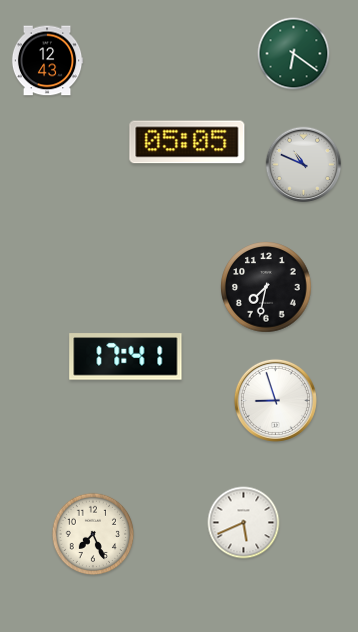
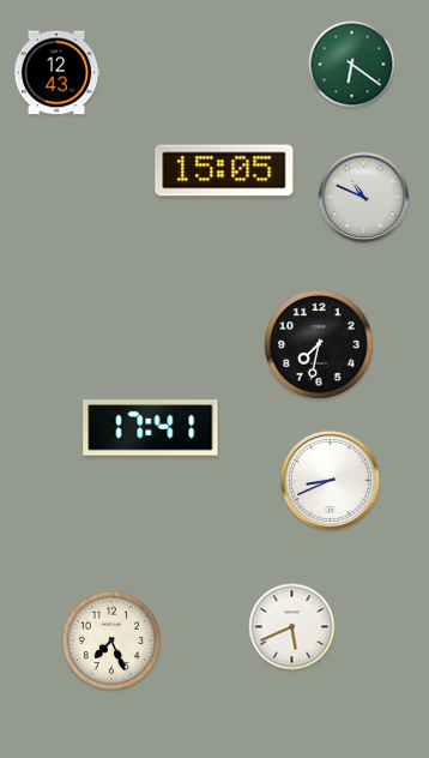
clock at (187, 142): 05:05 -> 15:05
clock at (275, 400): 8:57 -> 8:41
